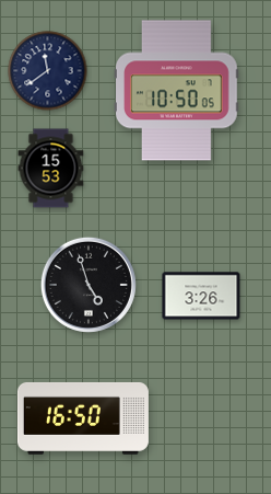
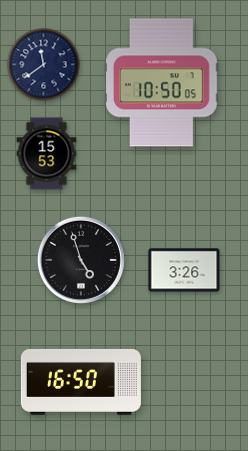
clock at (83, 418) position: (83, 418) -> (81, 382)
